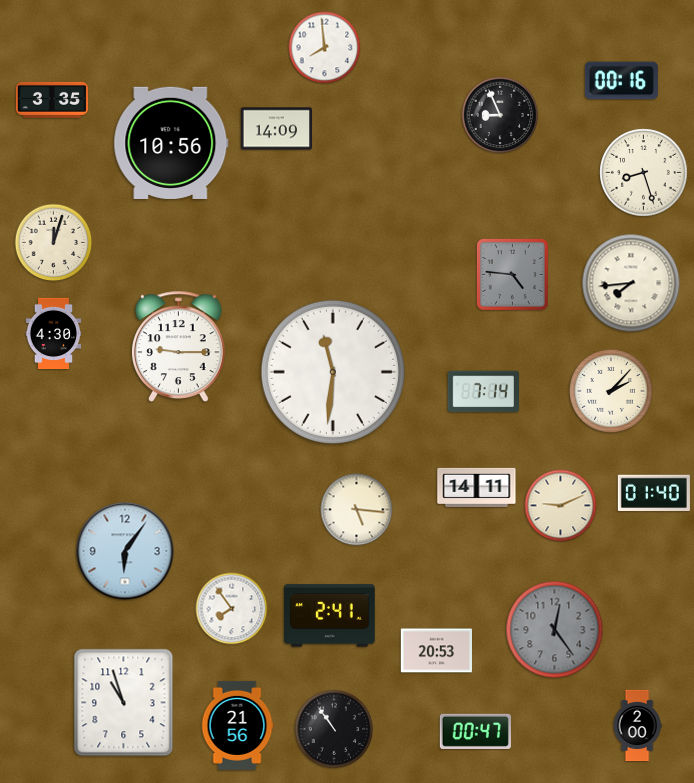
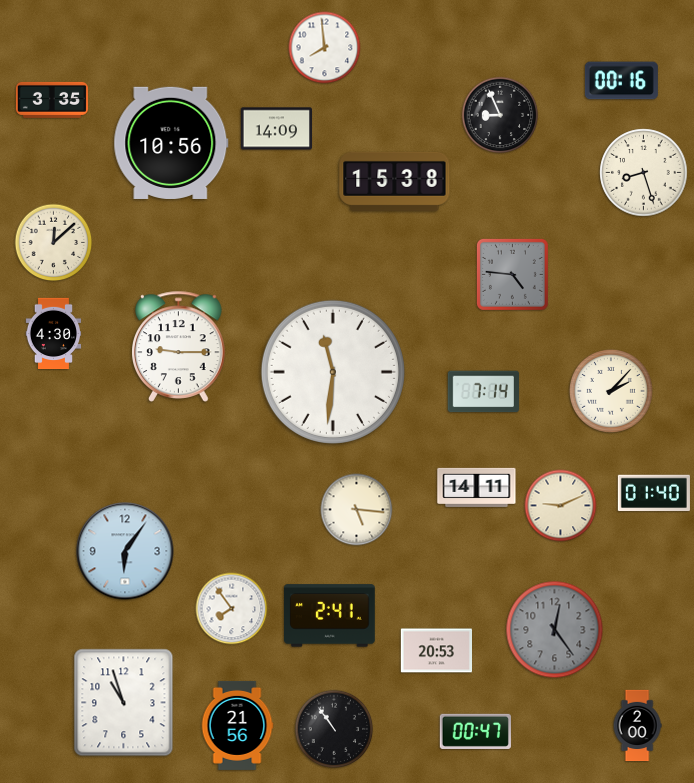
clock at (395, 181): none -> 15:38
clock at (54, 243): 12:03 -> 12:08
clock at (631, 283): 7:44 -> none
